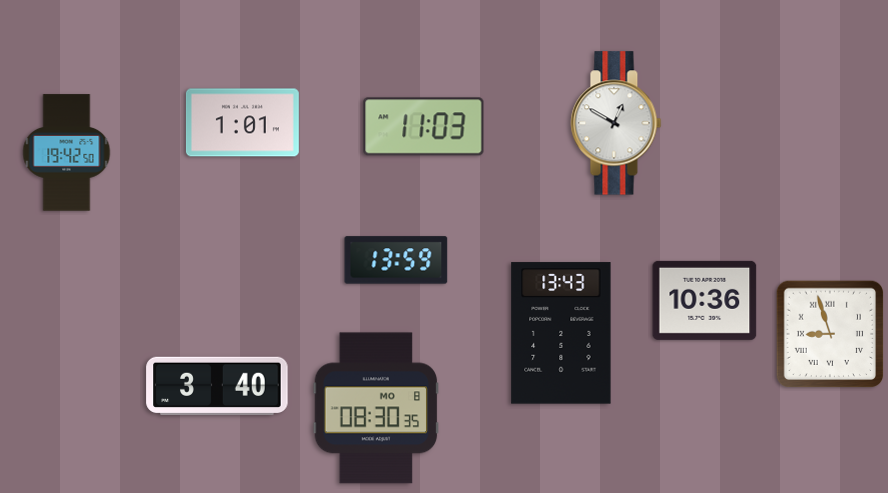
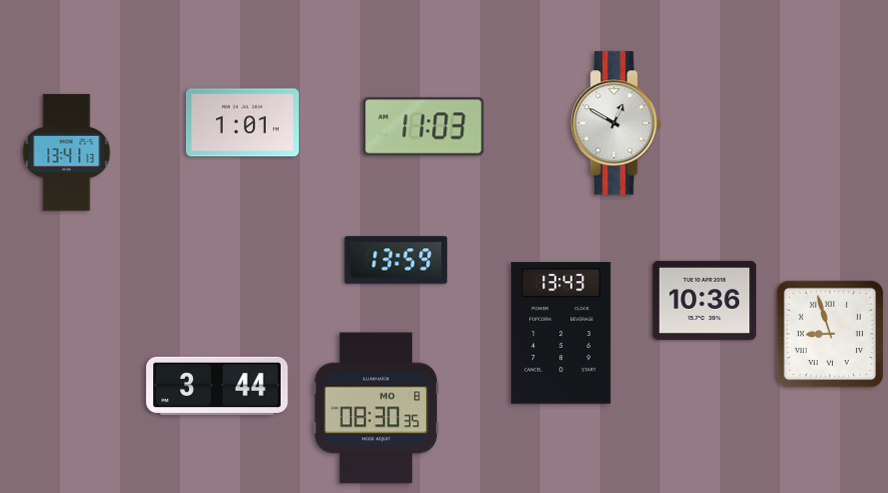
clock at (67, 153): 19:42 -> 13:41
clock at (217, 386): 3:40 -> 3:44
